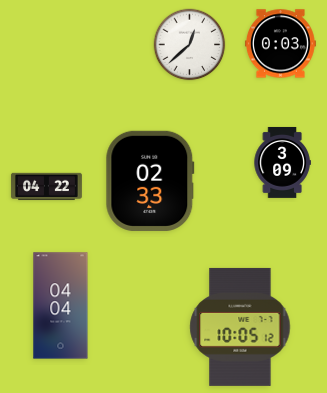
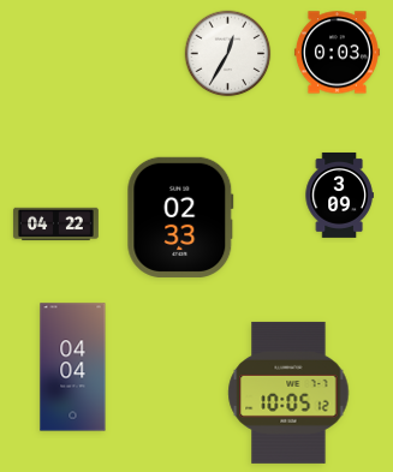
clock at (190, 45): 12:38 -> 12:35
